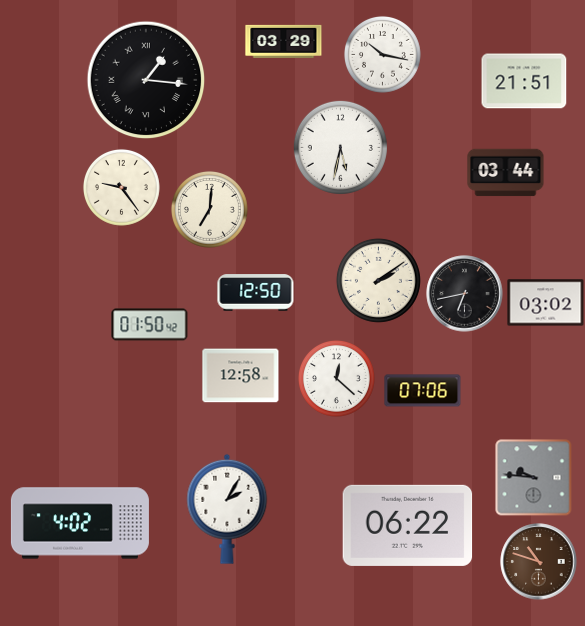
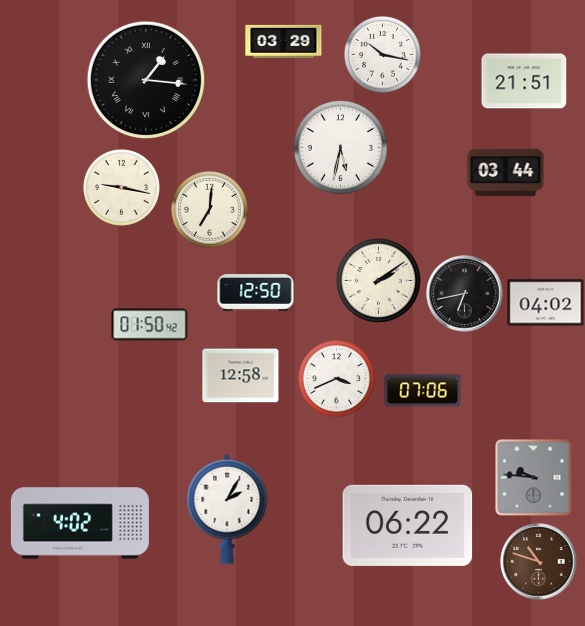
clock at (121, 187): 9:24 -> 9:17
clock at (546, 303): 03:02 -> 04:02
clock at (336, 378): 12:22 -> 3:41
